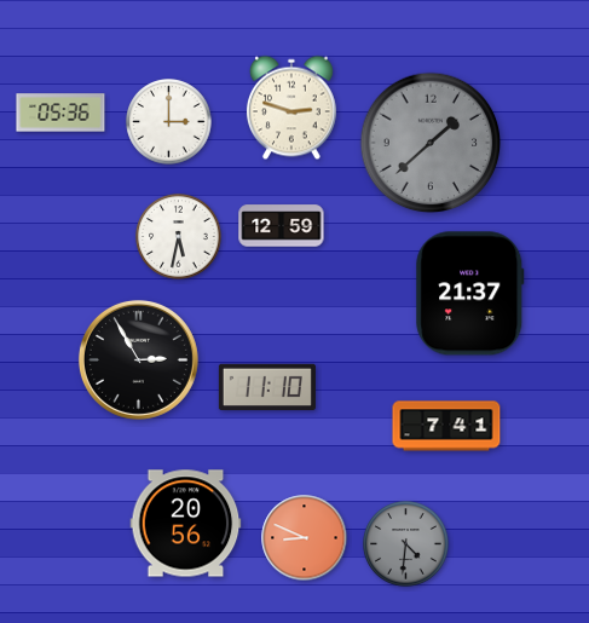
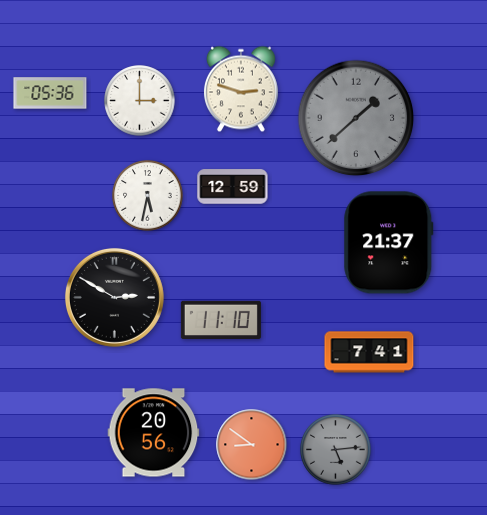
clock at (138, 359): 2:55 -> 2:50
clock at (305, 538): 8:49 -> 8:51
clock at (406, 544): 4:31 -> 5:14
